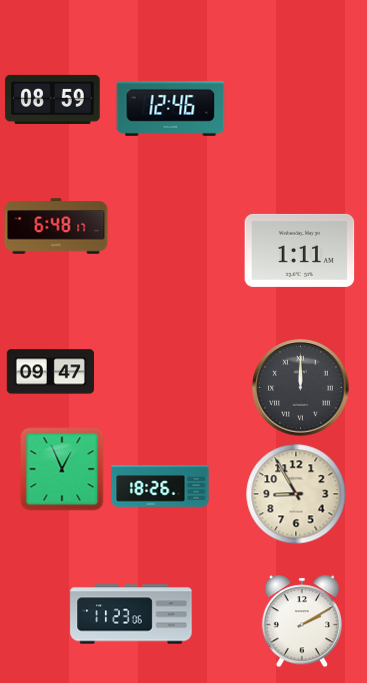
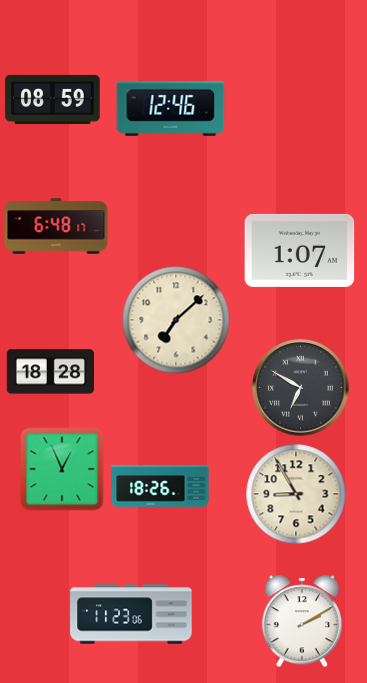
clock at (300, 250): 1:11 -> 1:07
clock at (176, 320): none -> 7:08
clock at (50, 372): 09:47 -> 18:28
clock at (301, 388): 12:00 -> 6:50
